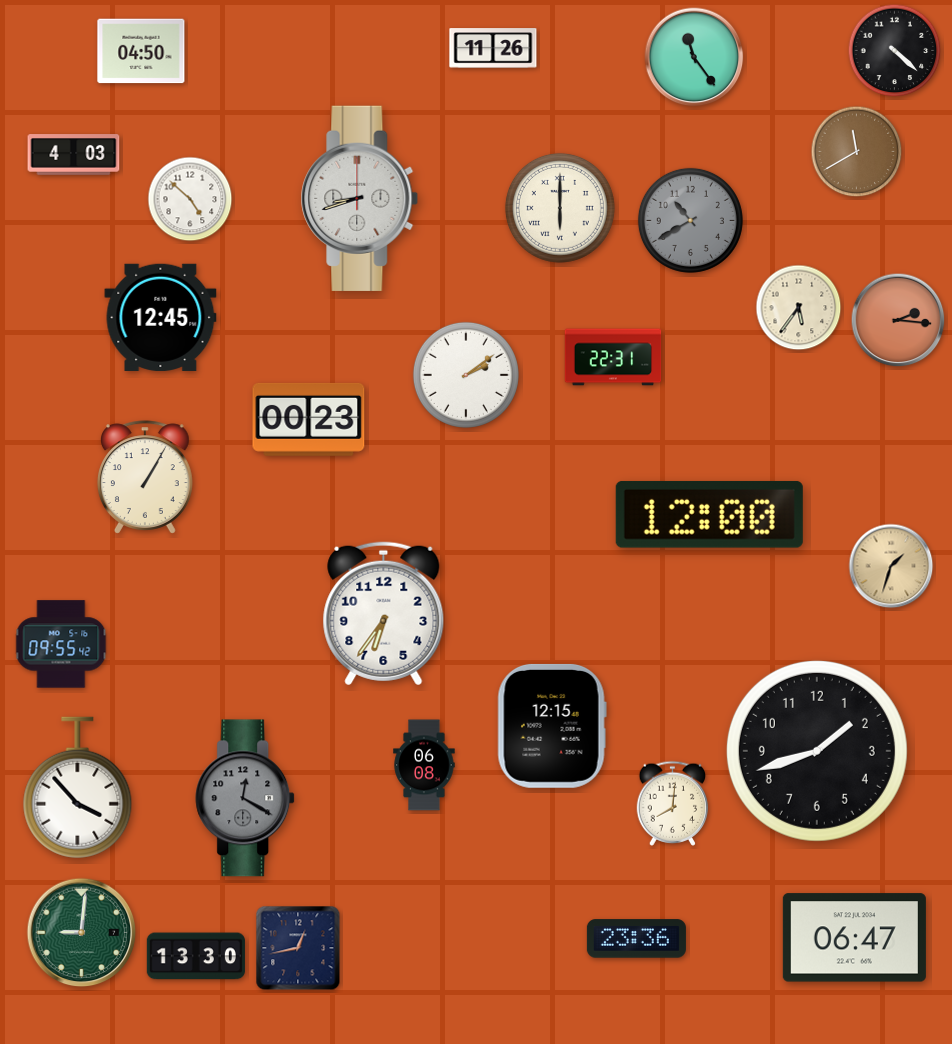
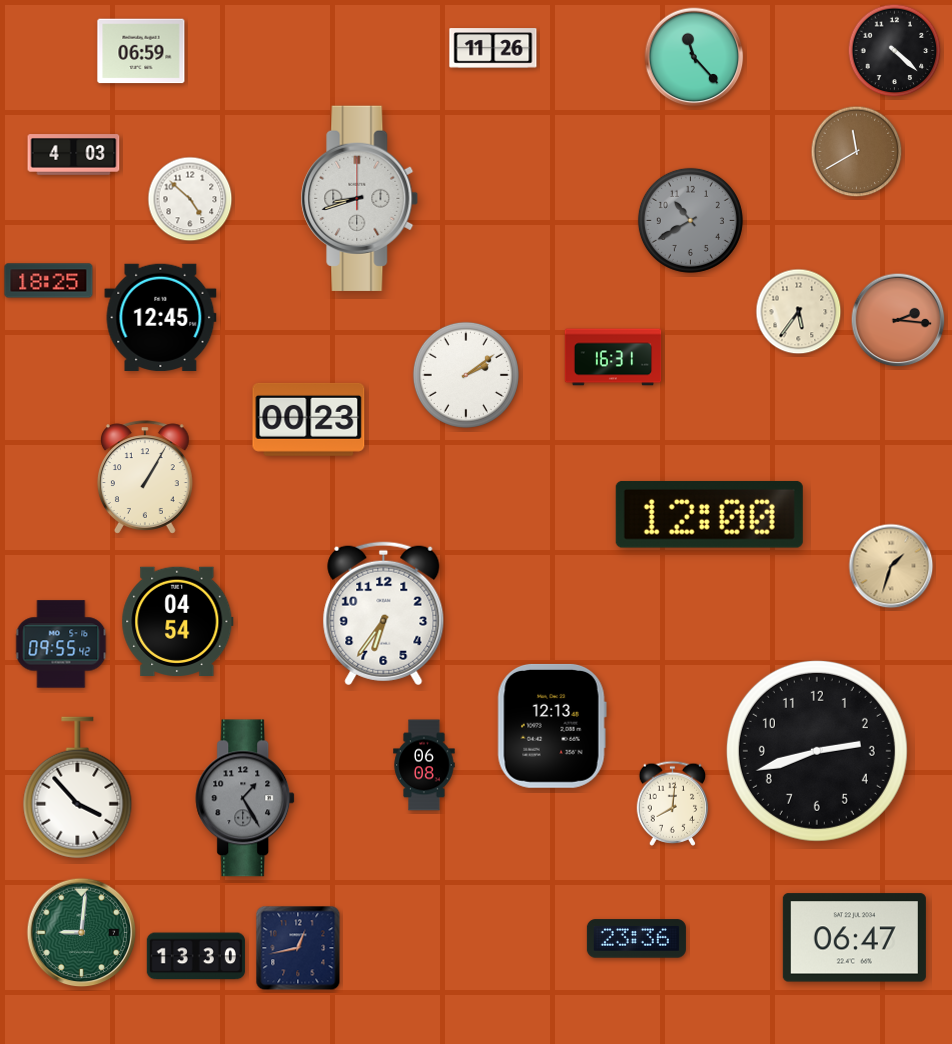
clock at (141, 51): 04:50 -> 06:59
clock at (694, 57): 11:24 -> 11:23
clock at (560, 208): 6:00 -> none
clock at (49, 281): none -> 18:25
clock at (799, 308) position: (799, 308) -> (799, 312)
clock at (613, 357): 22:31 -> 16:31
clock at (178, 621): none -> 04:54
clock at (552, 726): 12:15 -> 12:13
clock at (817, 751): 1:42 -> 2:42
clock at (246, 798): 12:20 -> 1:25
